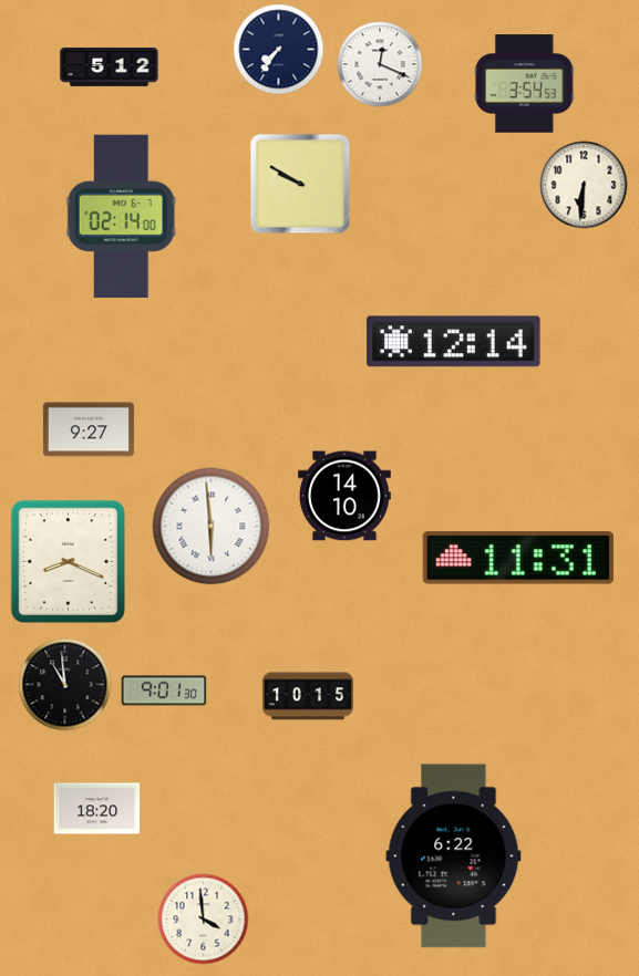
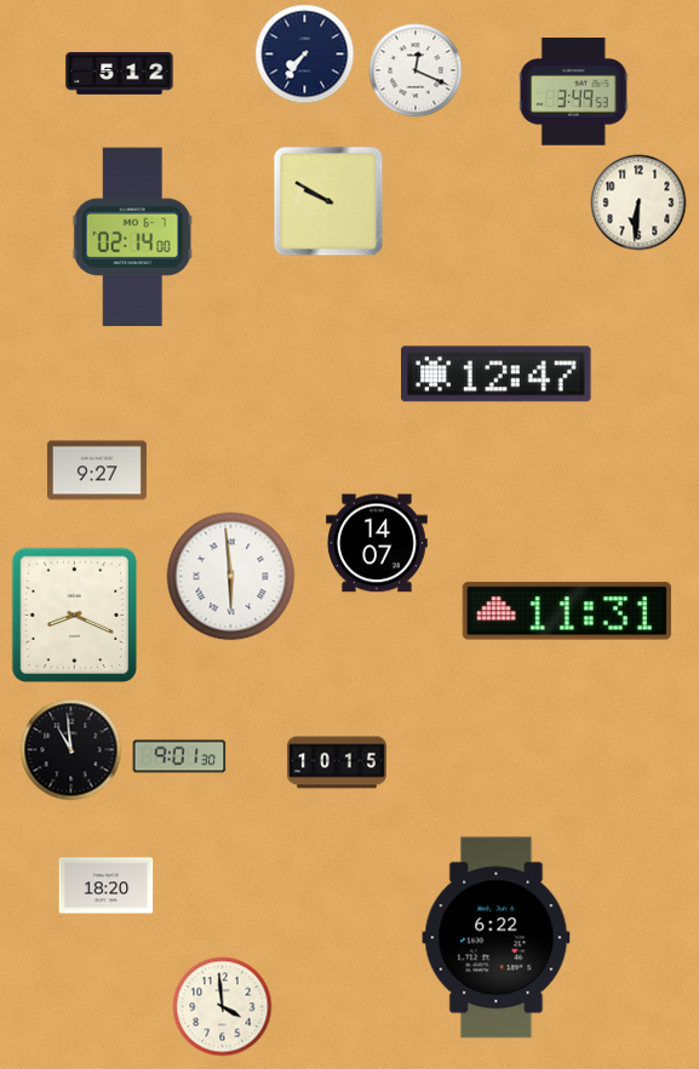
clock at (524, 84): 3:54 -> 3:49
clock at (454, 342): 12:14 -> 12:47
clock at (346, 496): 14:10 -> 14:07
